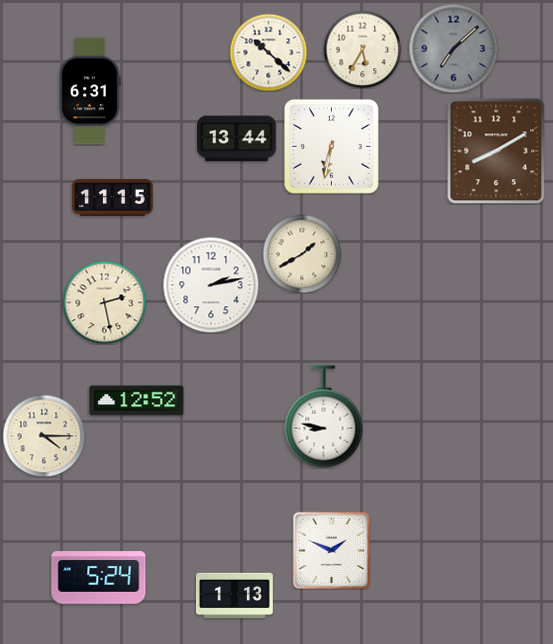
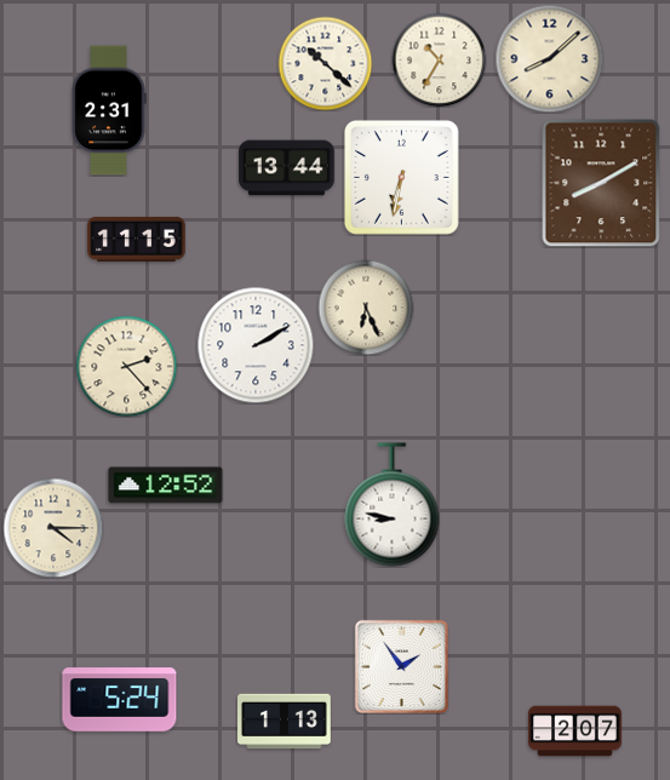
clock at (453, 48): 7:08 -> 8:08
clock at (453, 48) dial: grey -> cream
clock at (362, 49): 5:35 -> 10:35
clock at (90, 91): 6:31 -> 2:31
clock at (302, 254): 1:40 -> 6:26
clock at (211, 285): 2:13 -> 2:10
clock at (104, 302): 2:28 -> 2:23
clock at (331, 550): 1:49 -> 1:54
clock at (575, 732): none -> 2:07
